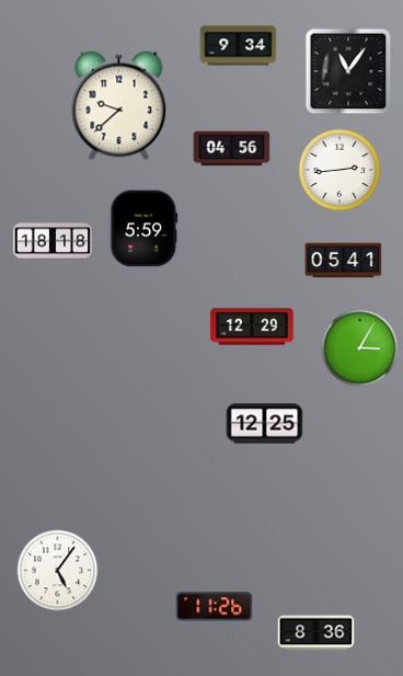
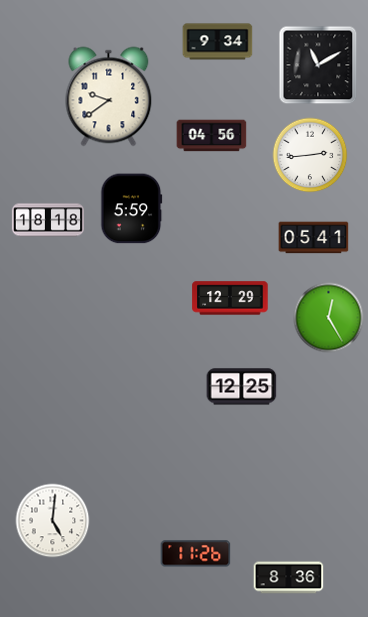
clock at (348, 71): 11:06 -> 11:10
clock at (119, 106): 9:38 -> 9:39
clock at (360, 348): 3:05 -> 12:25
clock at (58, 571): 5:06 -> 5:01
